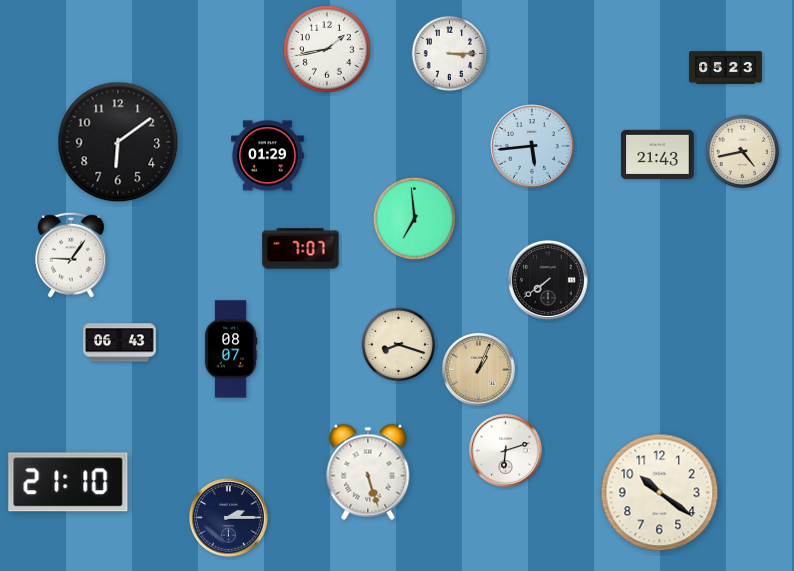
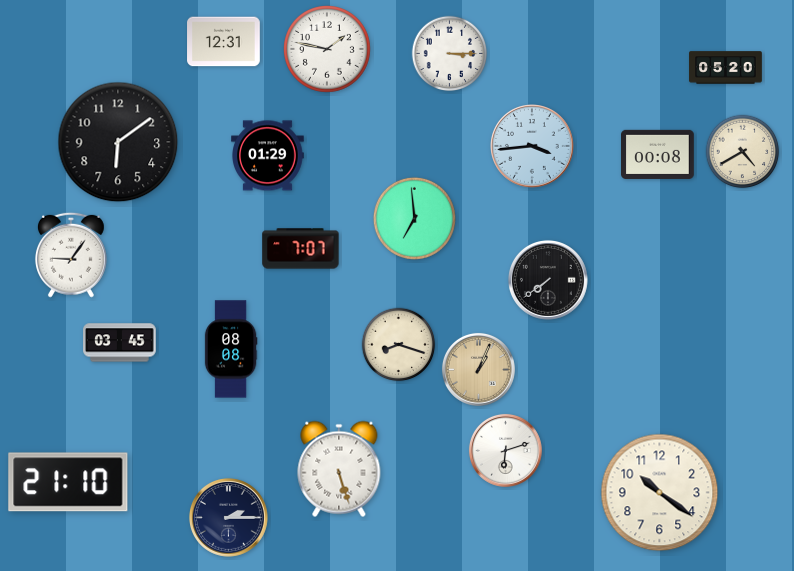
clock at (224, 42): none -> 12:31
clock at (328, 50): 1:43 -> 1:47
clock at (726, 68): 05:23 -> 05:20
clock at (533, 147): 5:44 -> 3:44
clock at (743, 152): 4:43 -> 4:40
clock at (658, 154): 21:43 -> 00:08
clock at (120, 343): 06:43 -> 03:45
clock at (231, 349): 08:07 -> 08:08
clock at (368, 472) position: (368, 472) -> (339, 469)
